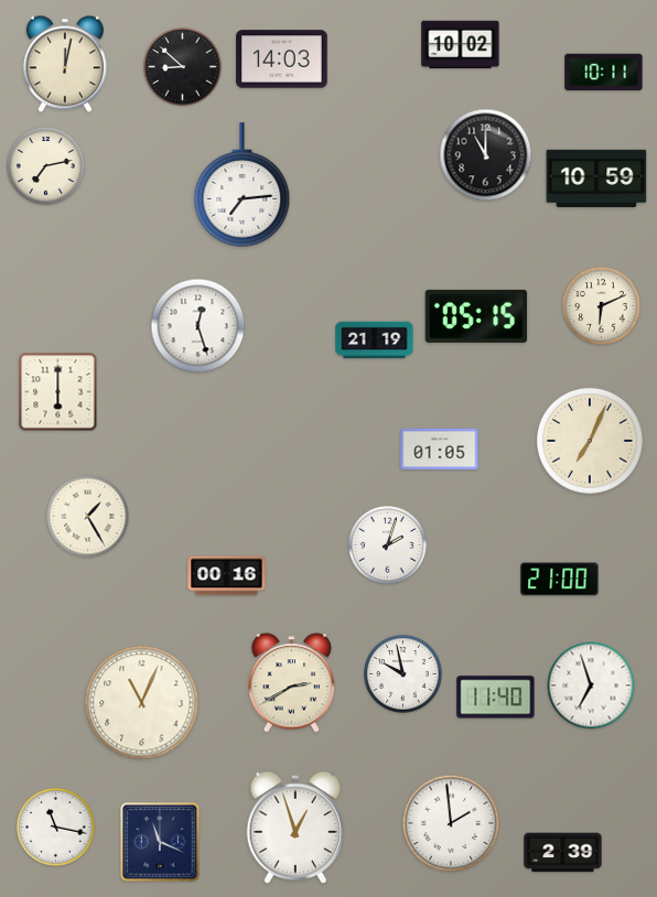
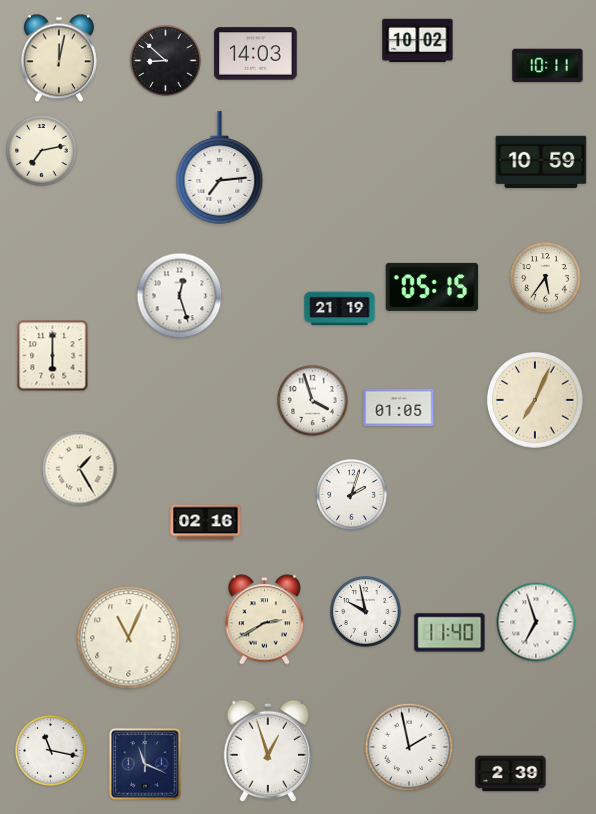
clock at (486, 155): 11:00 -> none
clock at (602, 306): 6:11 -> 5:36
clock at (313, 401): none -> 3:57
clock at (227, 576): 00:16 -> 02:16
clock at (560, 580): 21:00 -> none
clock at (451, 823): 1:59 -> 1:58
